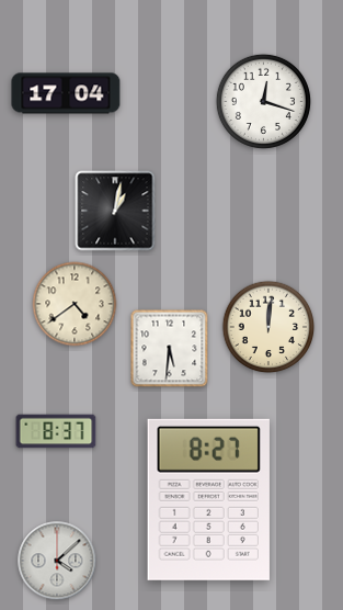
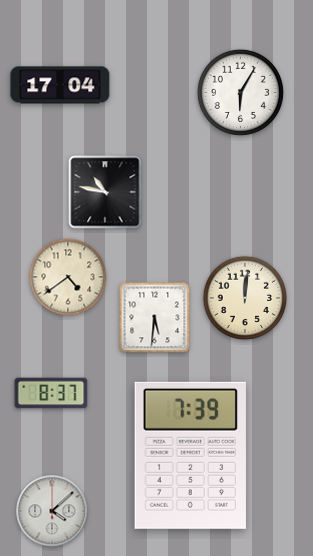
clock at (263, 101): 12:18 -> 6:05
clock at (115, 211): 1:02 -> 10:47
clock at (208, 499): 8:27 -> 7:39
